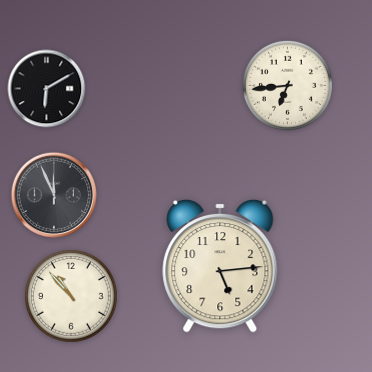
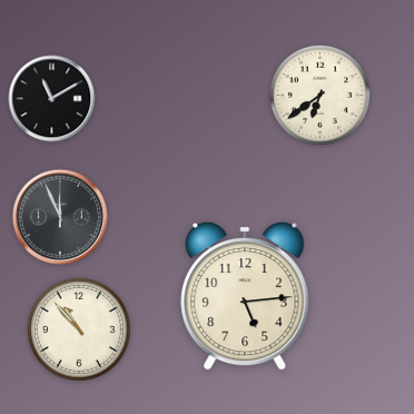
clock at (287, 85): 6:44 -> 6:39
clock at (47, 89): 6:10 -> 11:10
